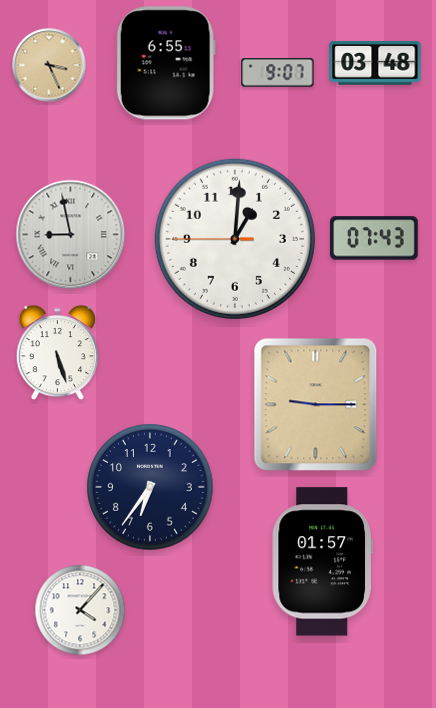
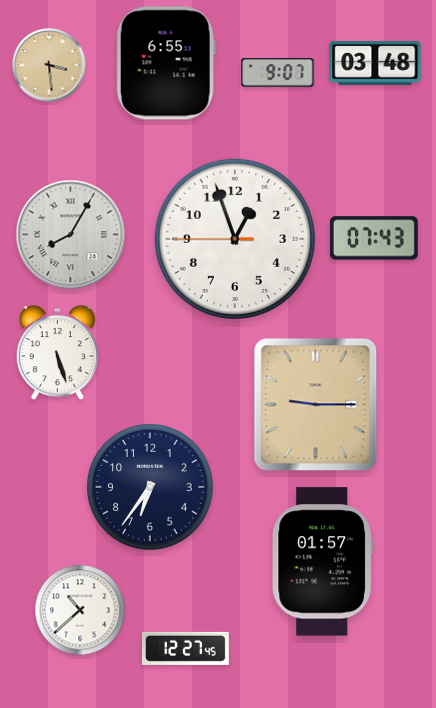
clock at (49, 65): 3:26 -> 3:29
clock at (71, 235): 8:58 -> 8:05
clock at (235, 239): 1:00 -> 12:56
clock at (80, 610): 4:07 -> 10:38
clock at (185, 648): none -> 12:27
